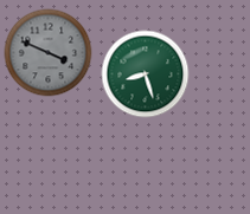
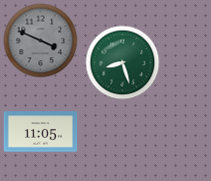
clock at (49, 53) position: (49, 53) -> (41, 41)
clock at (41, 132): none -> 11:05
